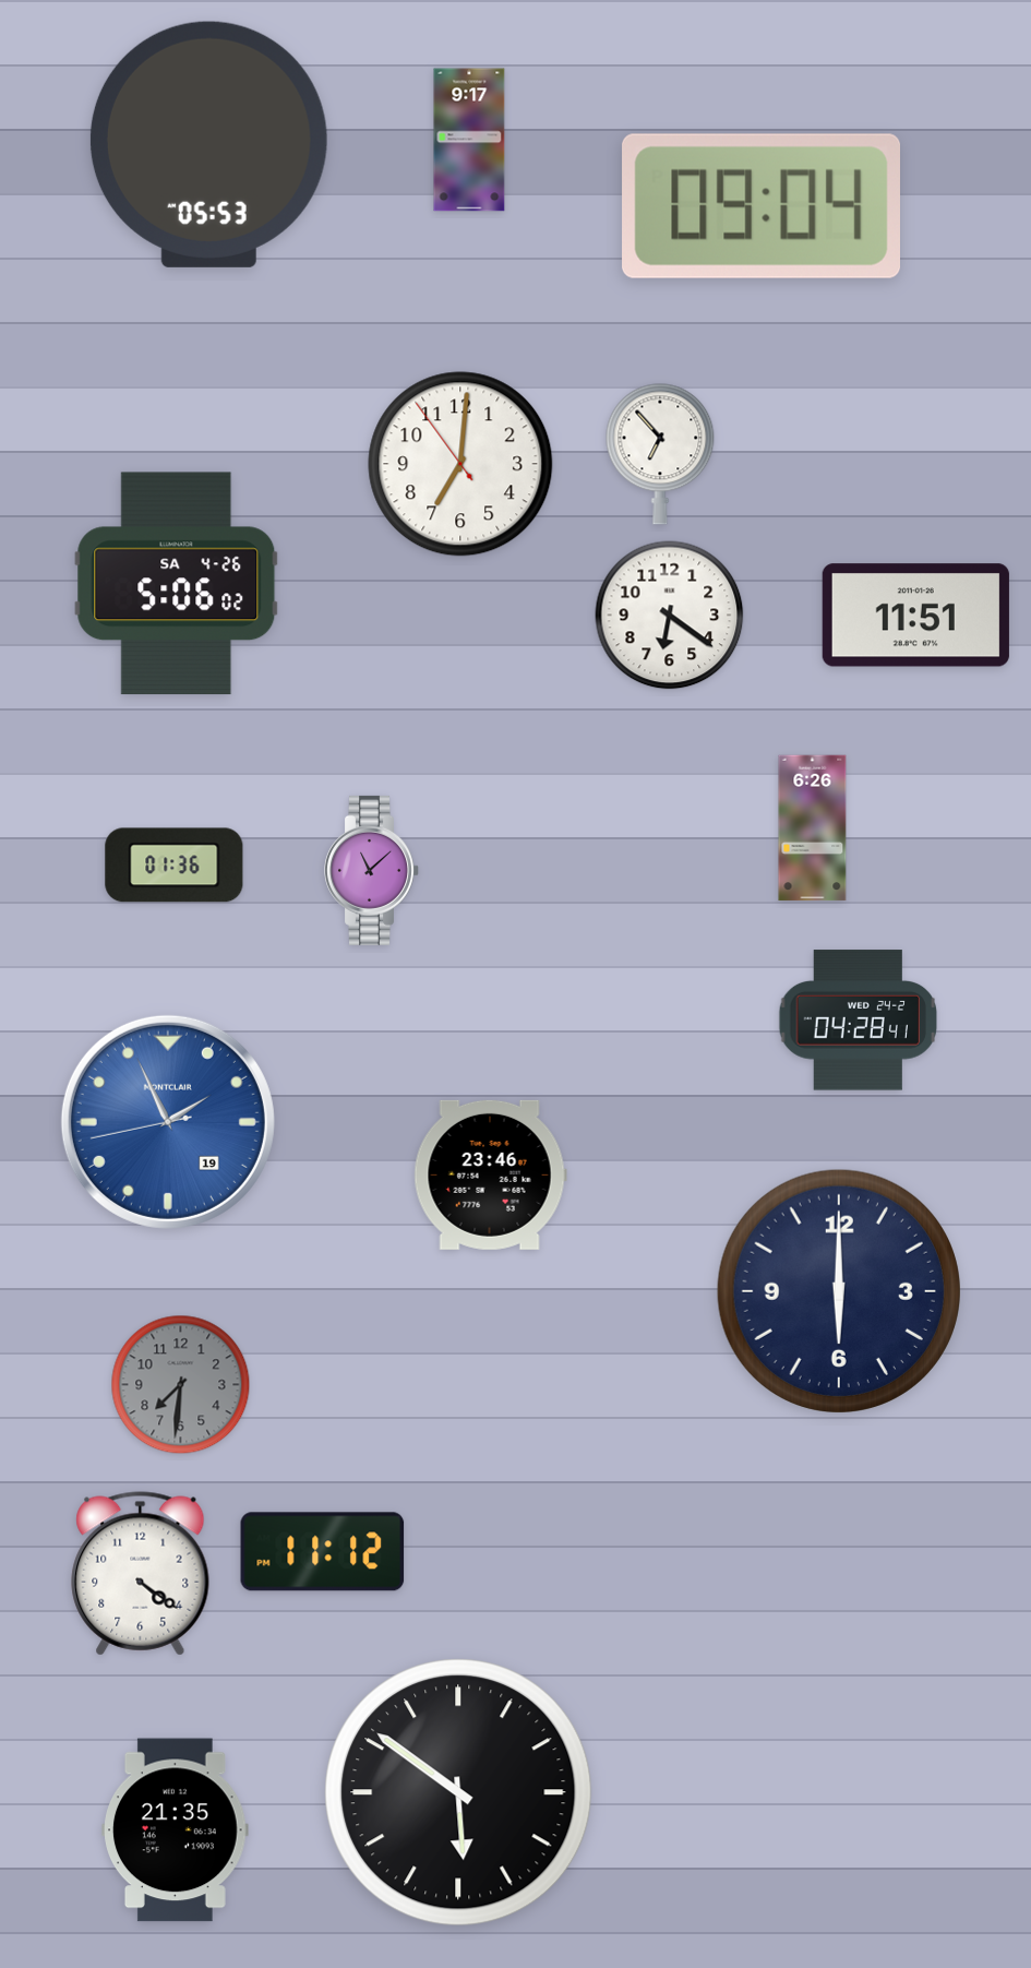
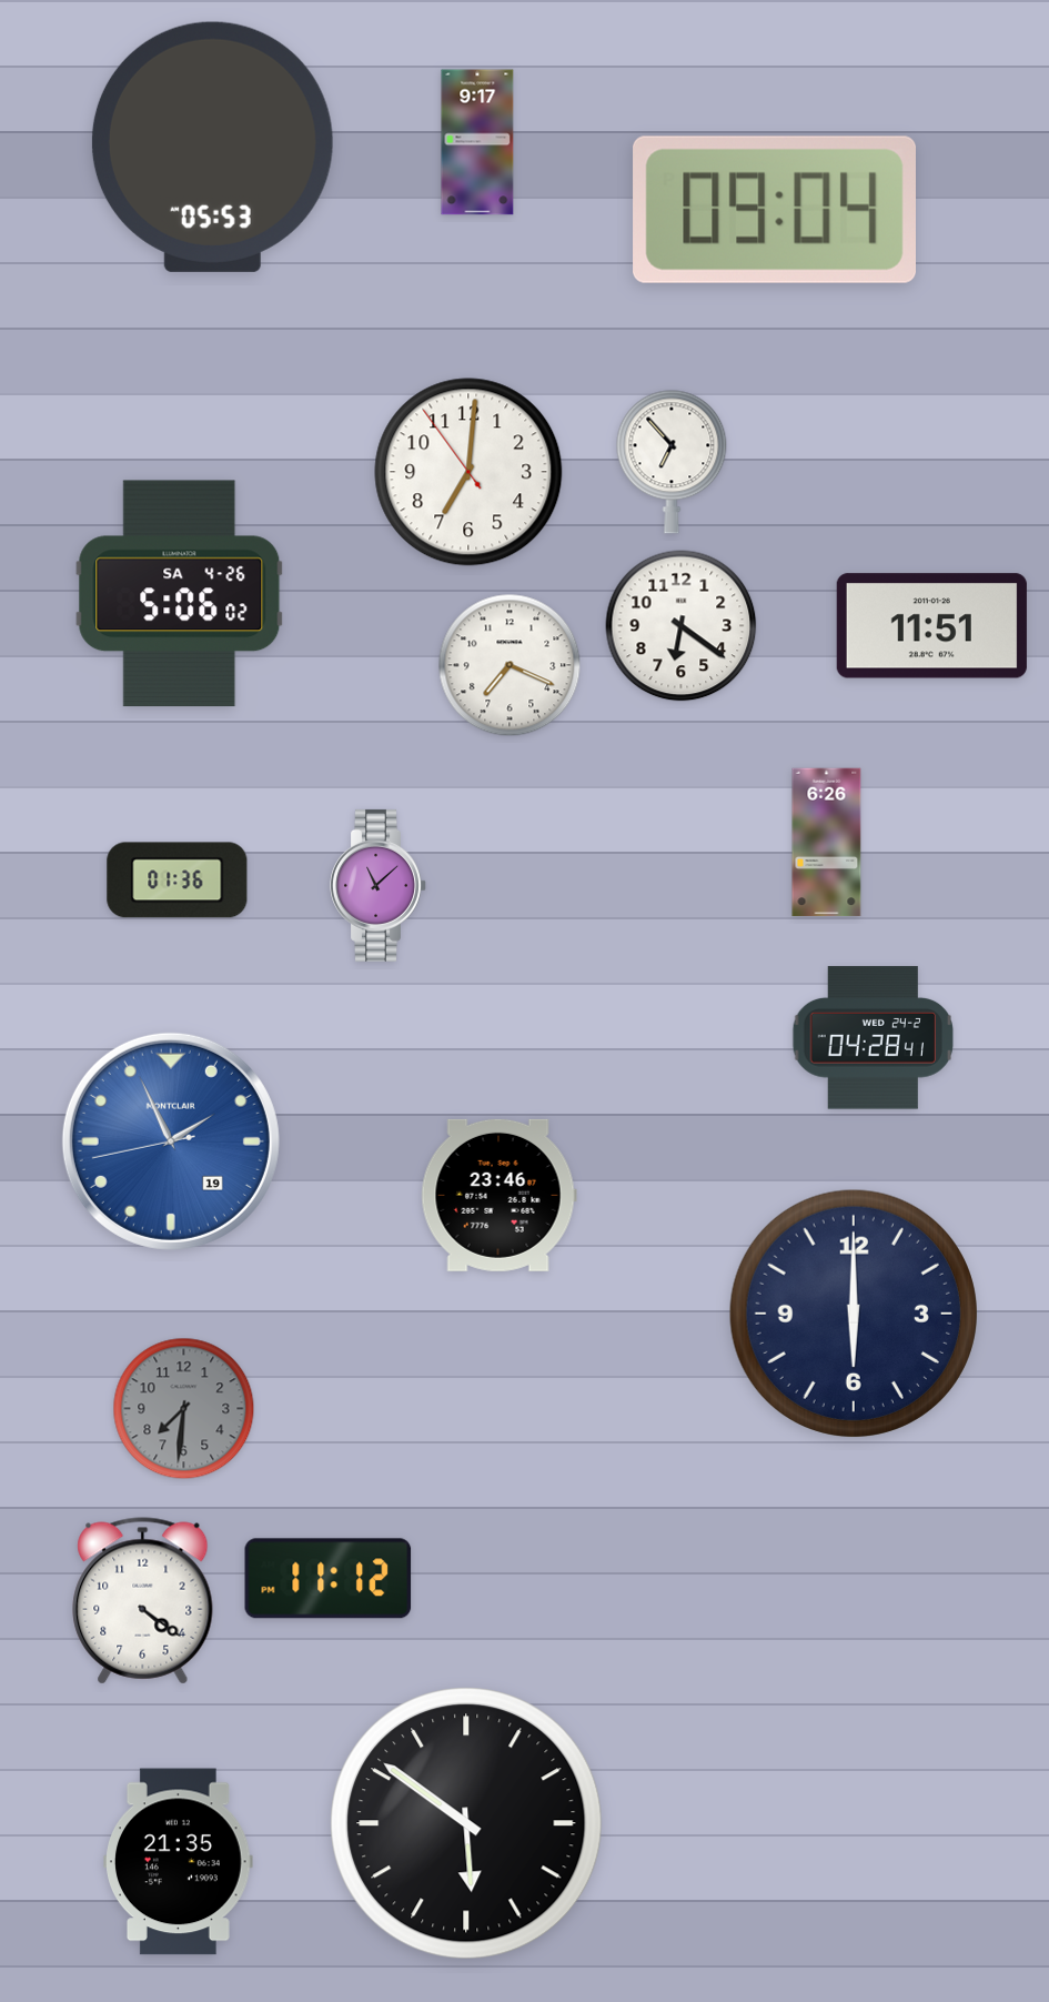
clock at (510, 665): none -> 7:19
